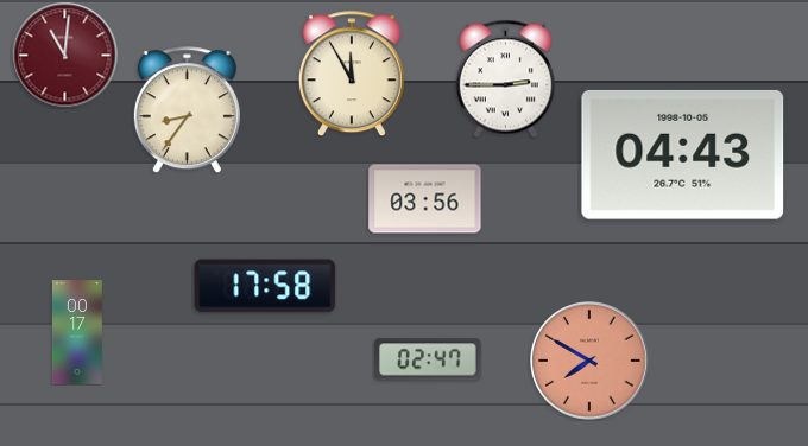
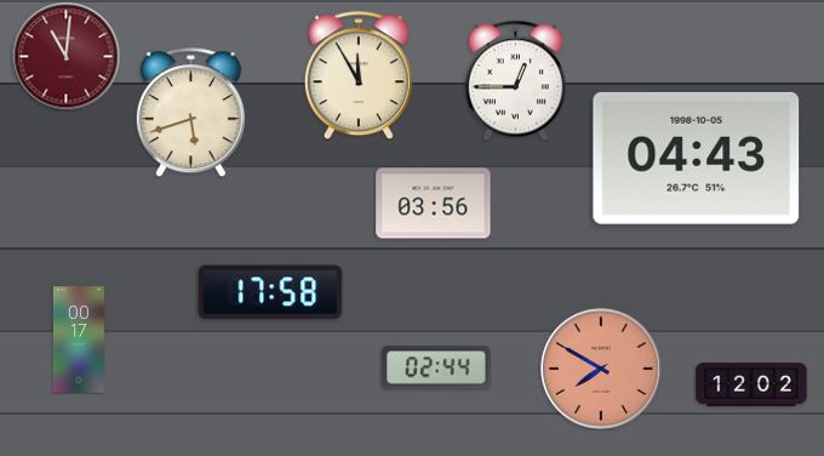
clock at (505, 78): 2:45 -> 12:45
clock at (187, 110): 8:36 -> 5:42
clock at (428, 359): 02:47 -> 02:44
clock at (751, 384): none -> 12:02
